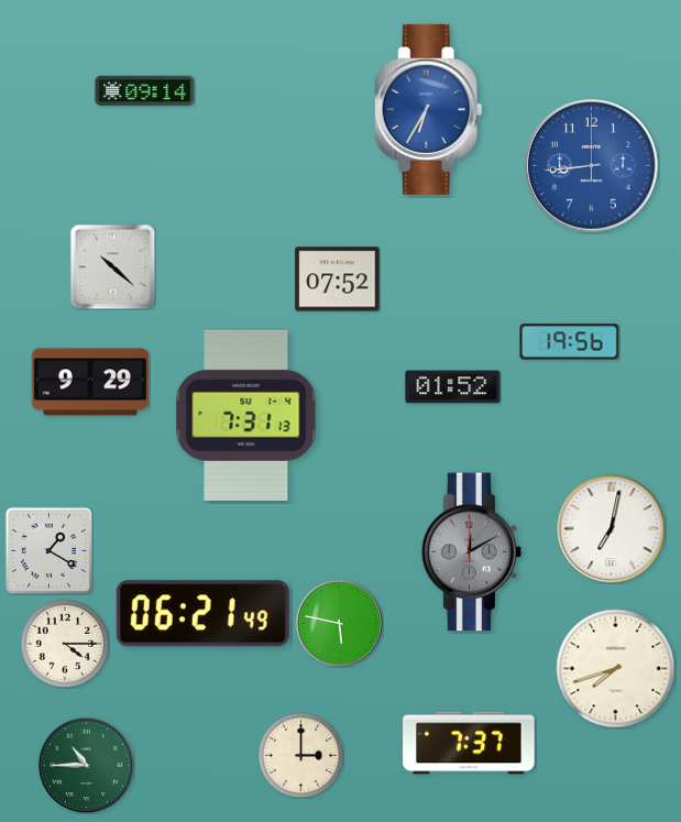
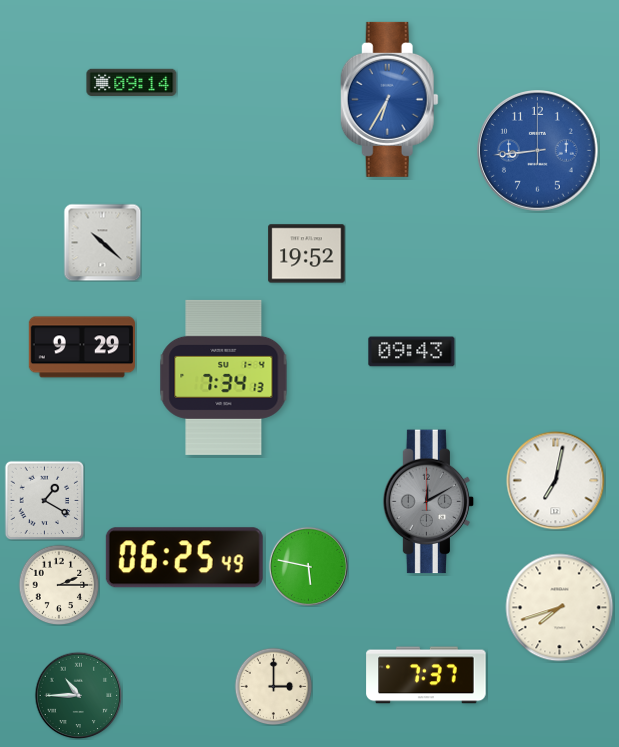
clock at (338, 280): 07:52 -> 19:52
clock at (570, 342): 19:56 -> none
clock at (453, 387): 01:52 -> 09:43
clock at (246, 415): 7:31 -> 7:34
clock at (202, 614): 06:21 -> 06:25
clock at (65, 644): 4:15 -> 2:15
